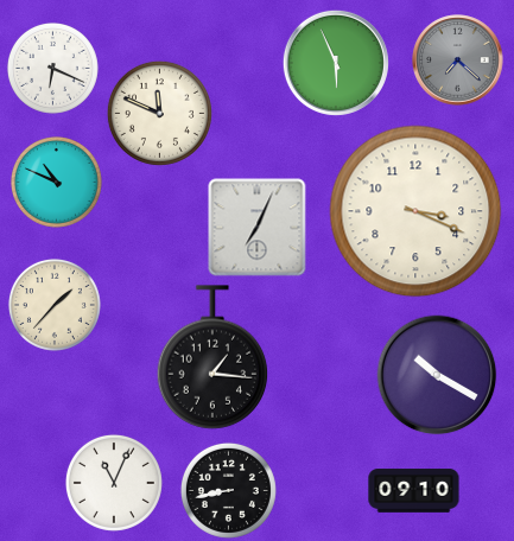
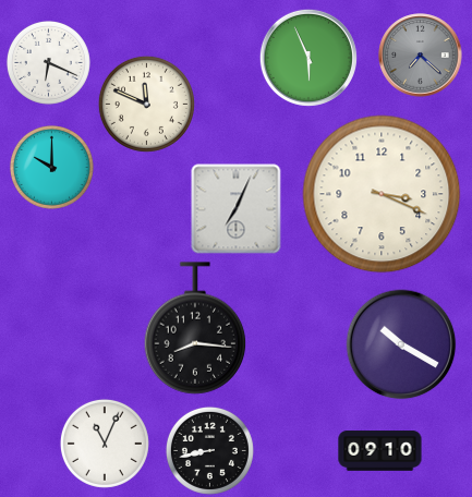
clock at (56, 182): 10:49 -> 10:00
clock at (55, 305): 1:37 -> none
clock at (212, 357): 1:16 -> 8:16
